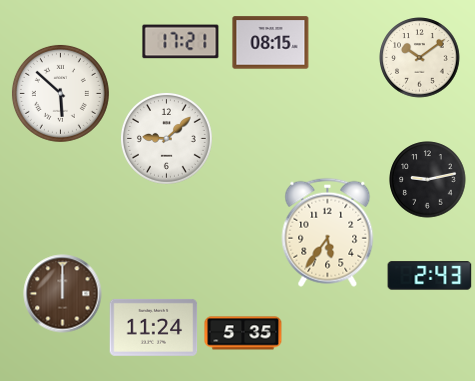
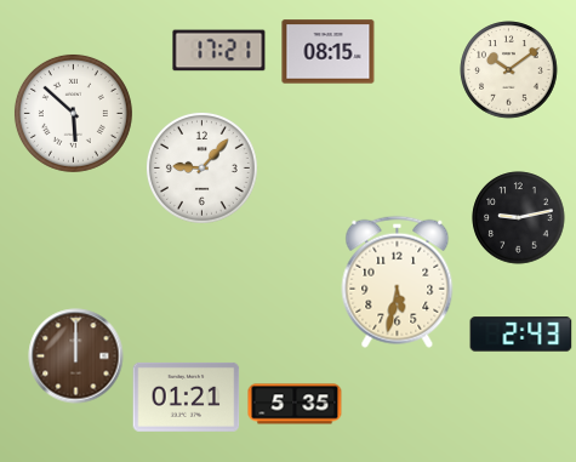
clock at (166, 138): 9:08 -> 9:07
clock at (328, 232): 5:36 -> 5:32
clock at (154, 327): 11:24 -> 01:21
